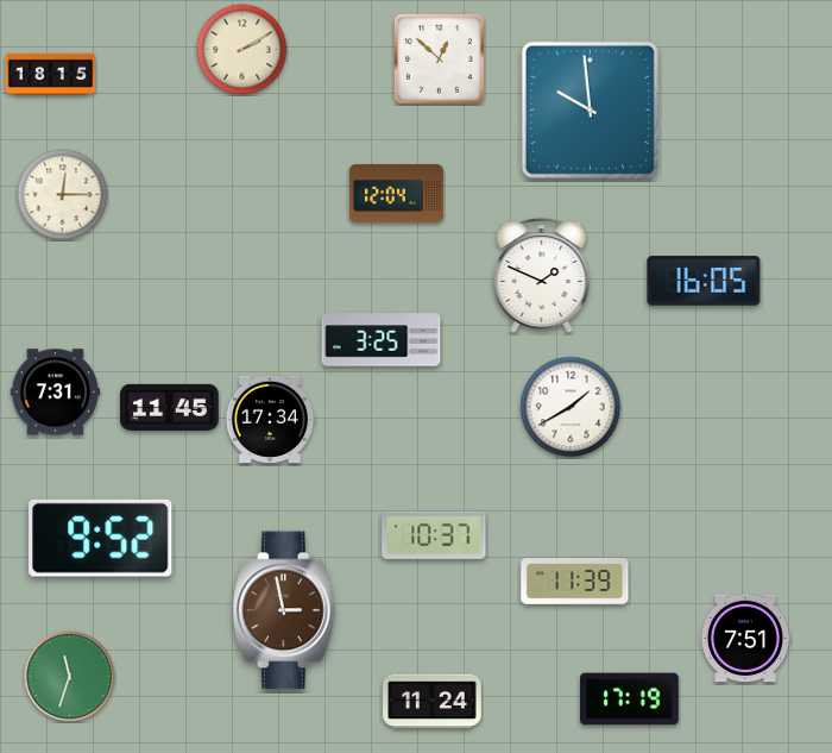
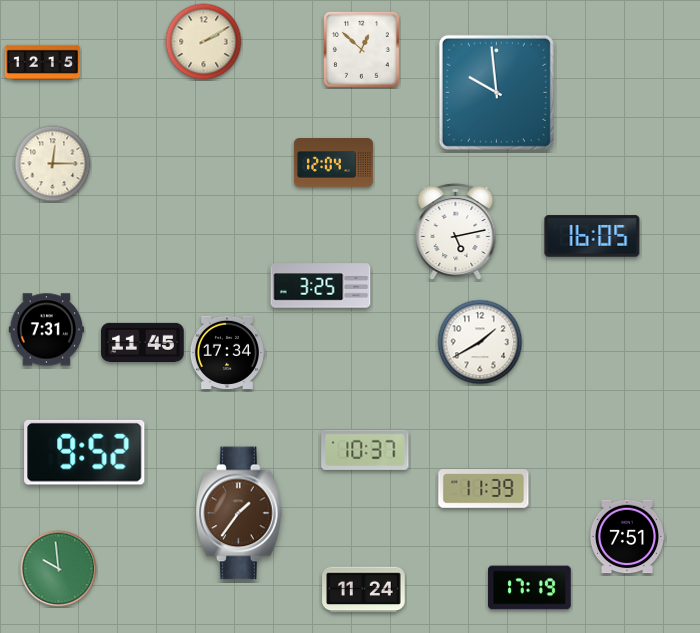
clock at (439, 58) position: (439, 58) -> (361, 49)
clock at (51, 74): 18:15 -> 12:15
clock at (542, 276): 1:49 -> 5:13
clock at (285, 610): 2:58 -> 1:36
clock at (70, 677): 11:33 -> 9:59
